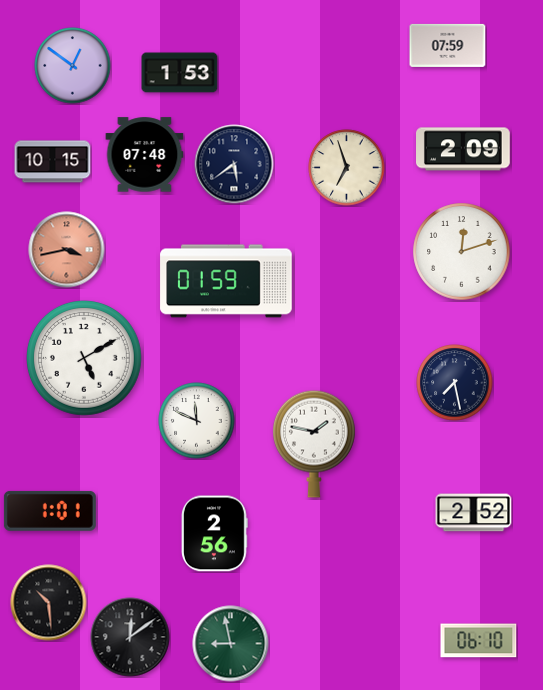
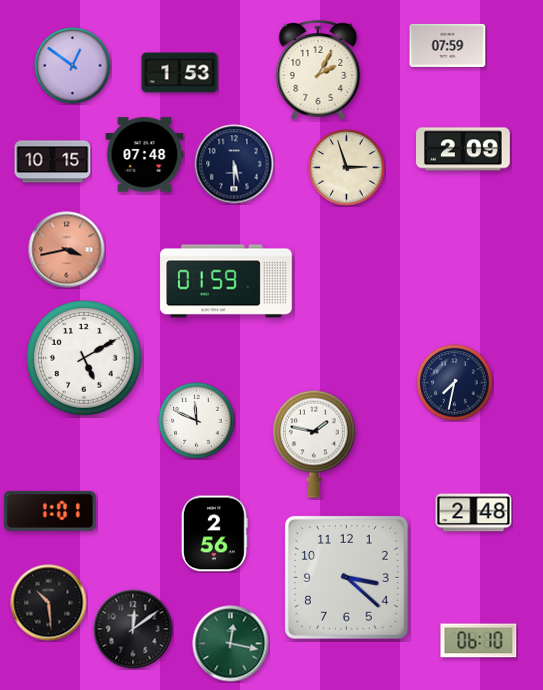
clock at (318, 71): none -> 2:05
clock at (234, 164): 5:39 -> 5:30
clock at (347, 168): 6:57 -> 2:57
clock at (462, 252): 12:12 -> none
clock at (455, 383): 7:28 -> 7:32
clock at (474, 513): 2:52 -> 2:48
clock at (346, 577): none -> 3:22
clock at (130, 637) position: (130, 637) -> (133, 629)
clock at (231, 644): 8:58 -> 12:17
